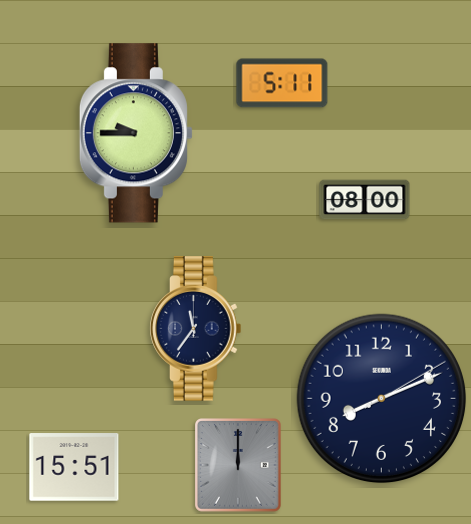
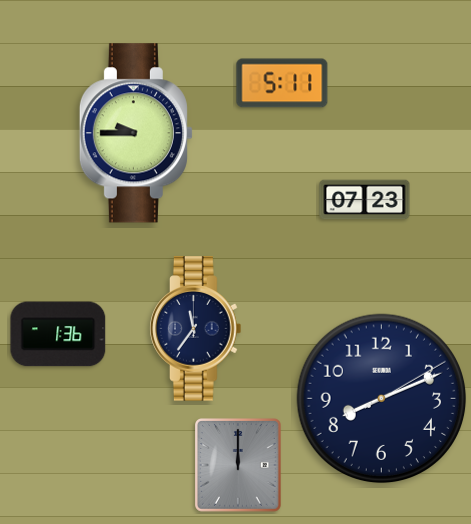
clock at (365, 200): 08:00 -> 07:23
clock at (58, 334): none -> 1:36
clock at (74, 467): 15:51 -> none
